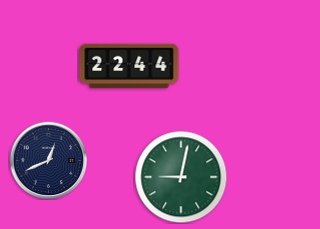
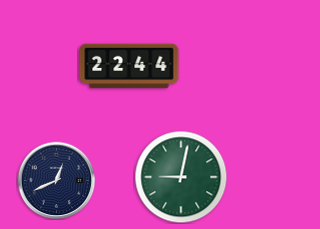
clock at (48, 160) position: (48, 160) -> (56, 180)
